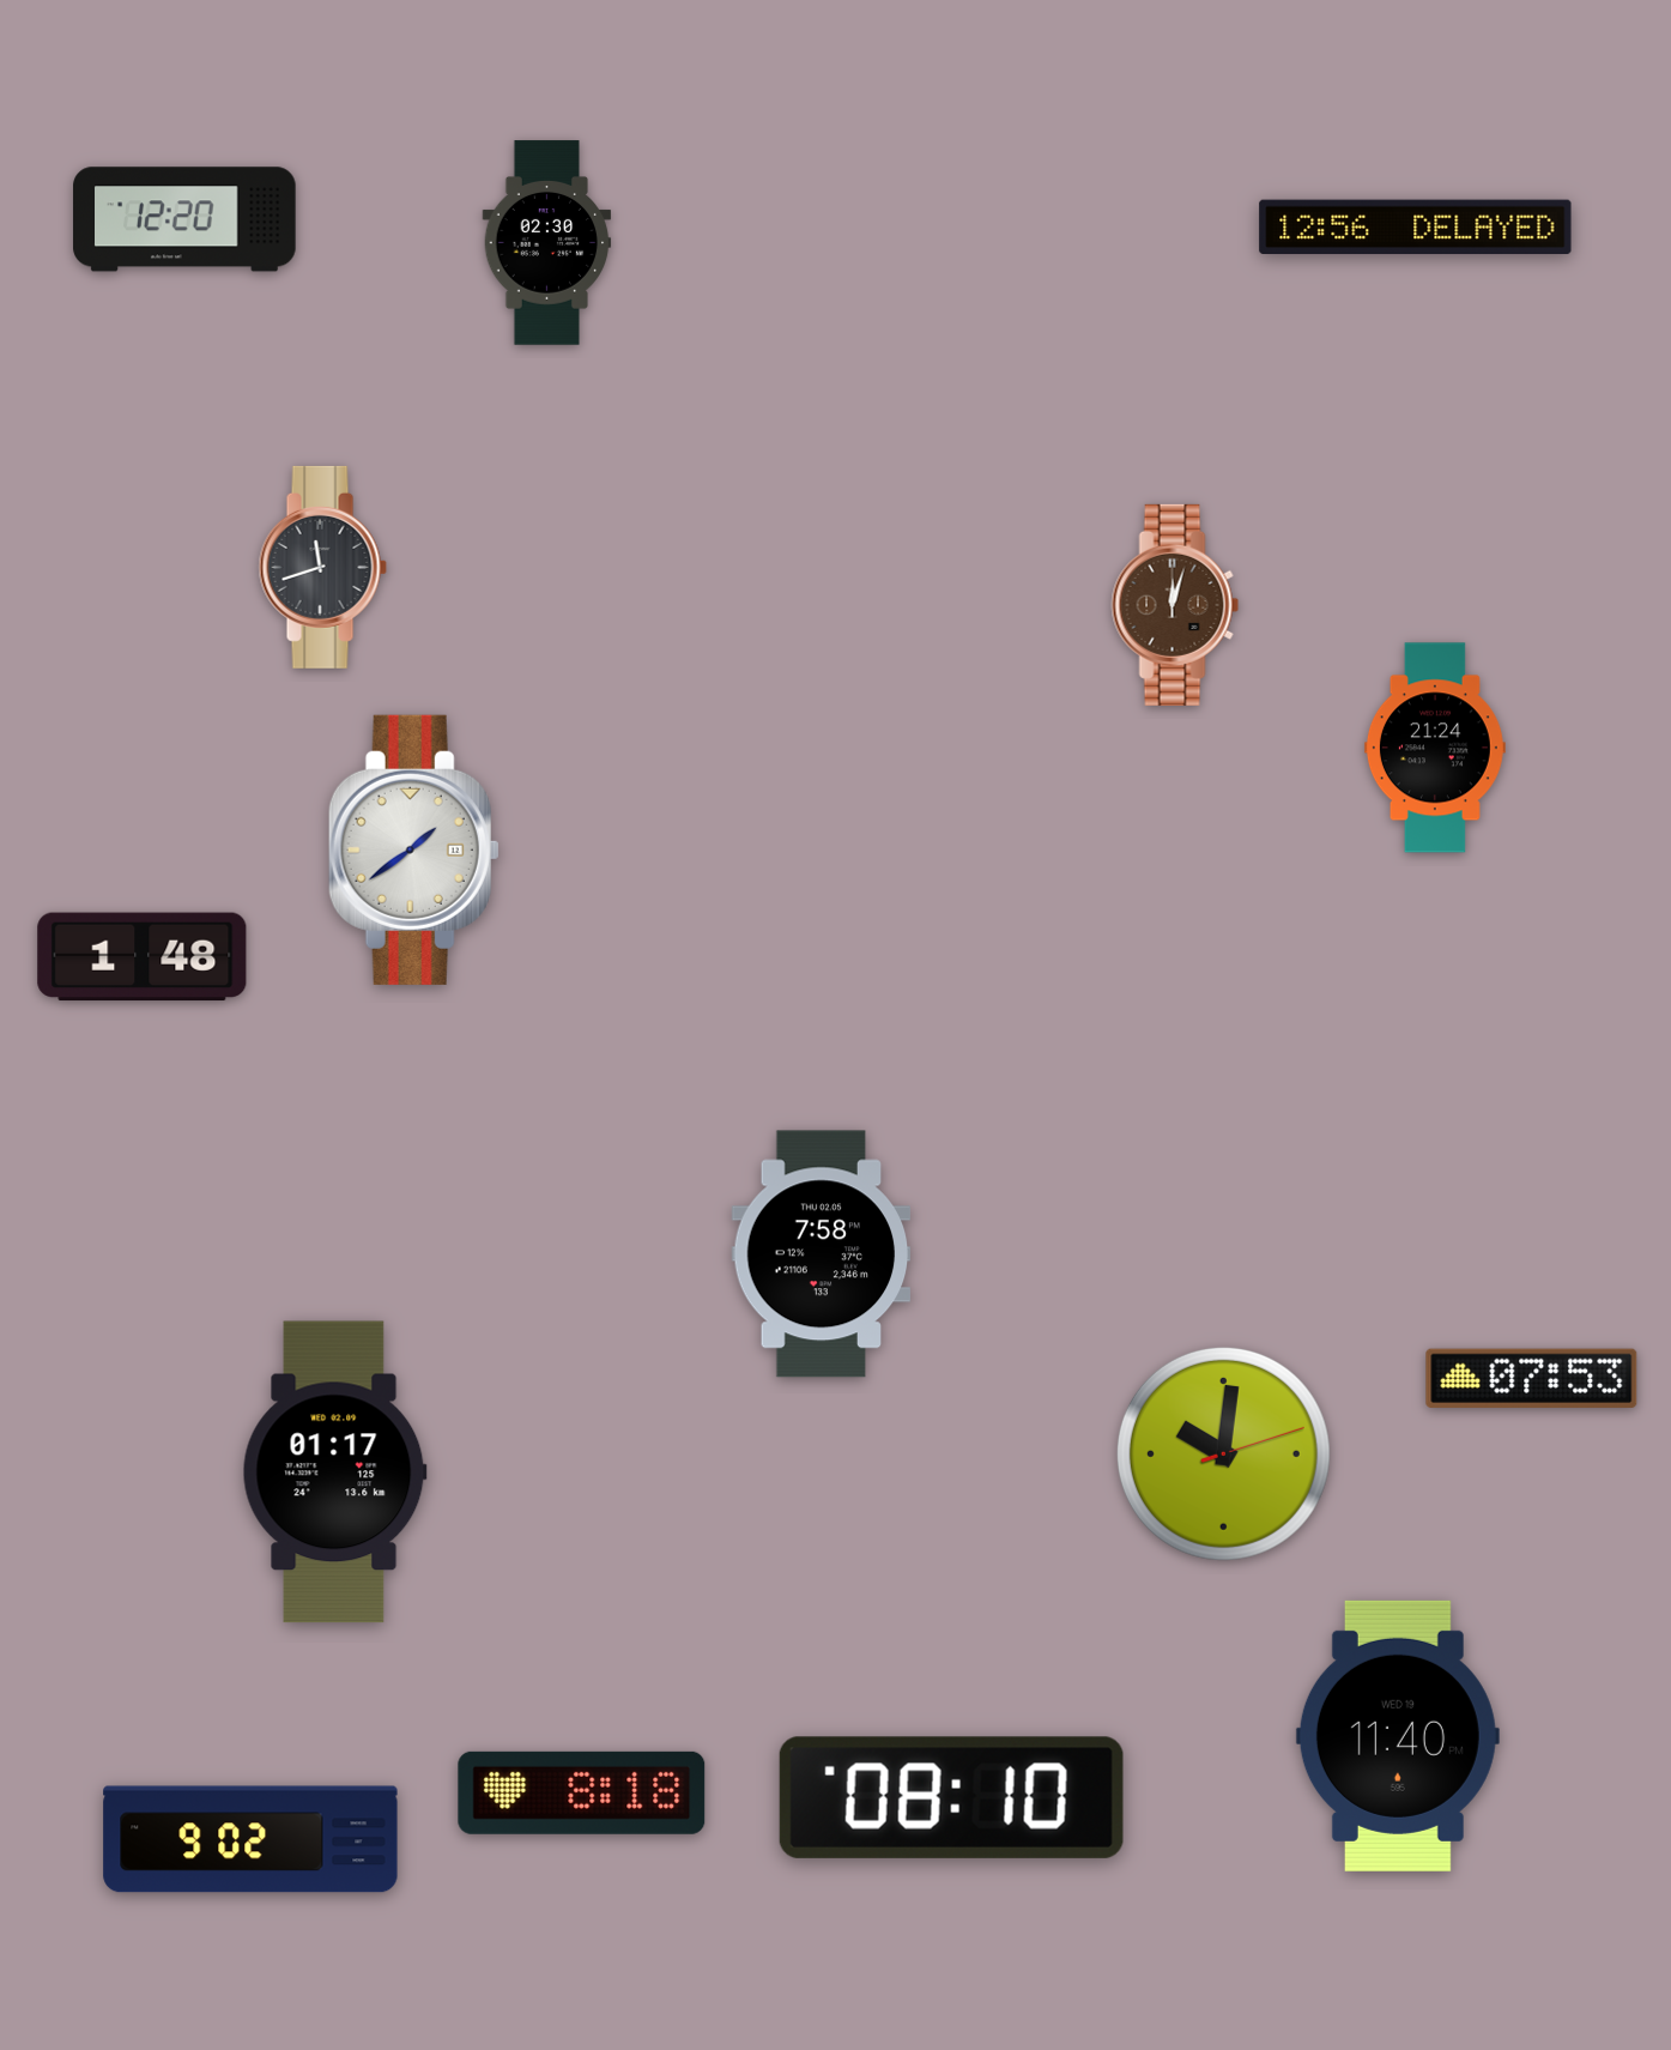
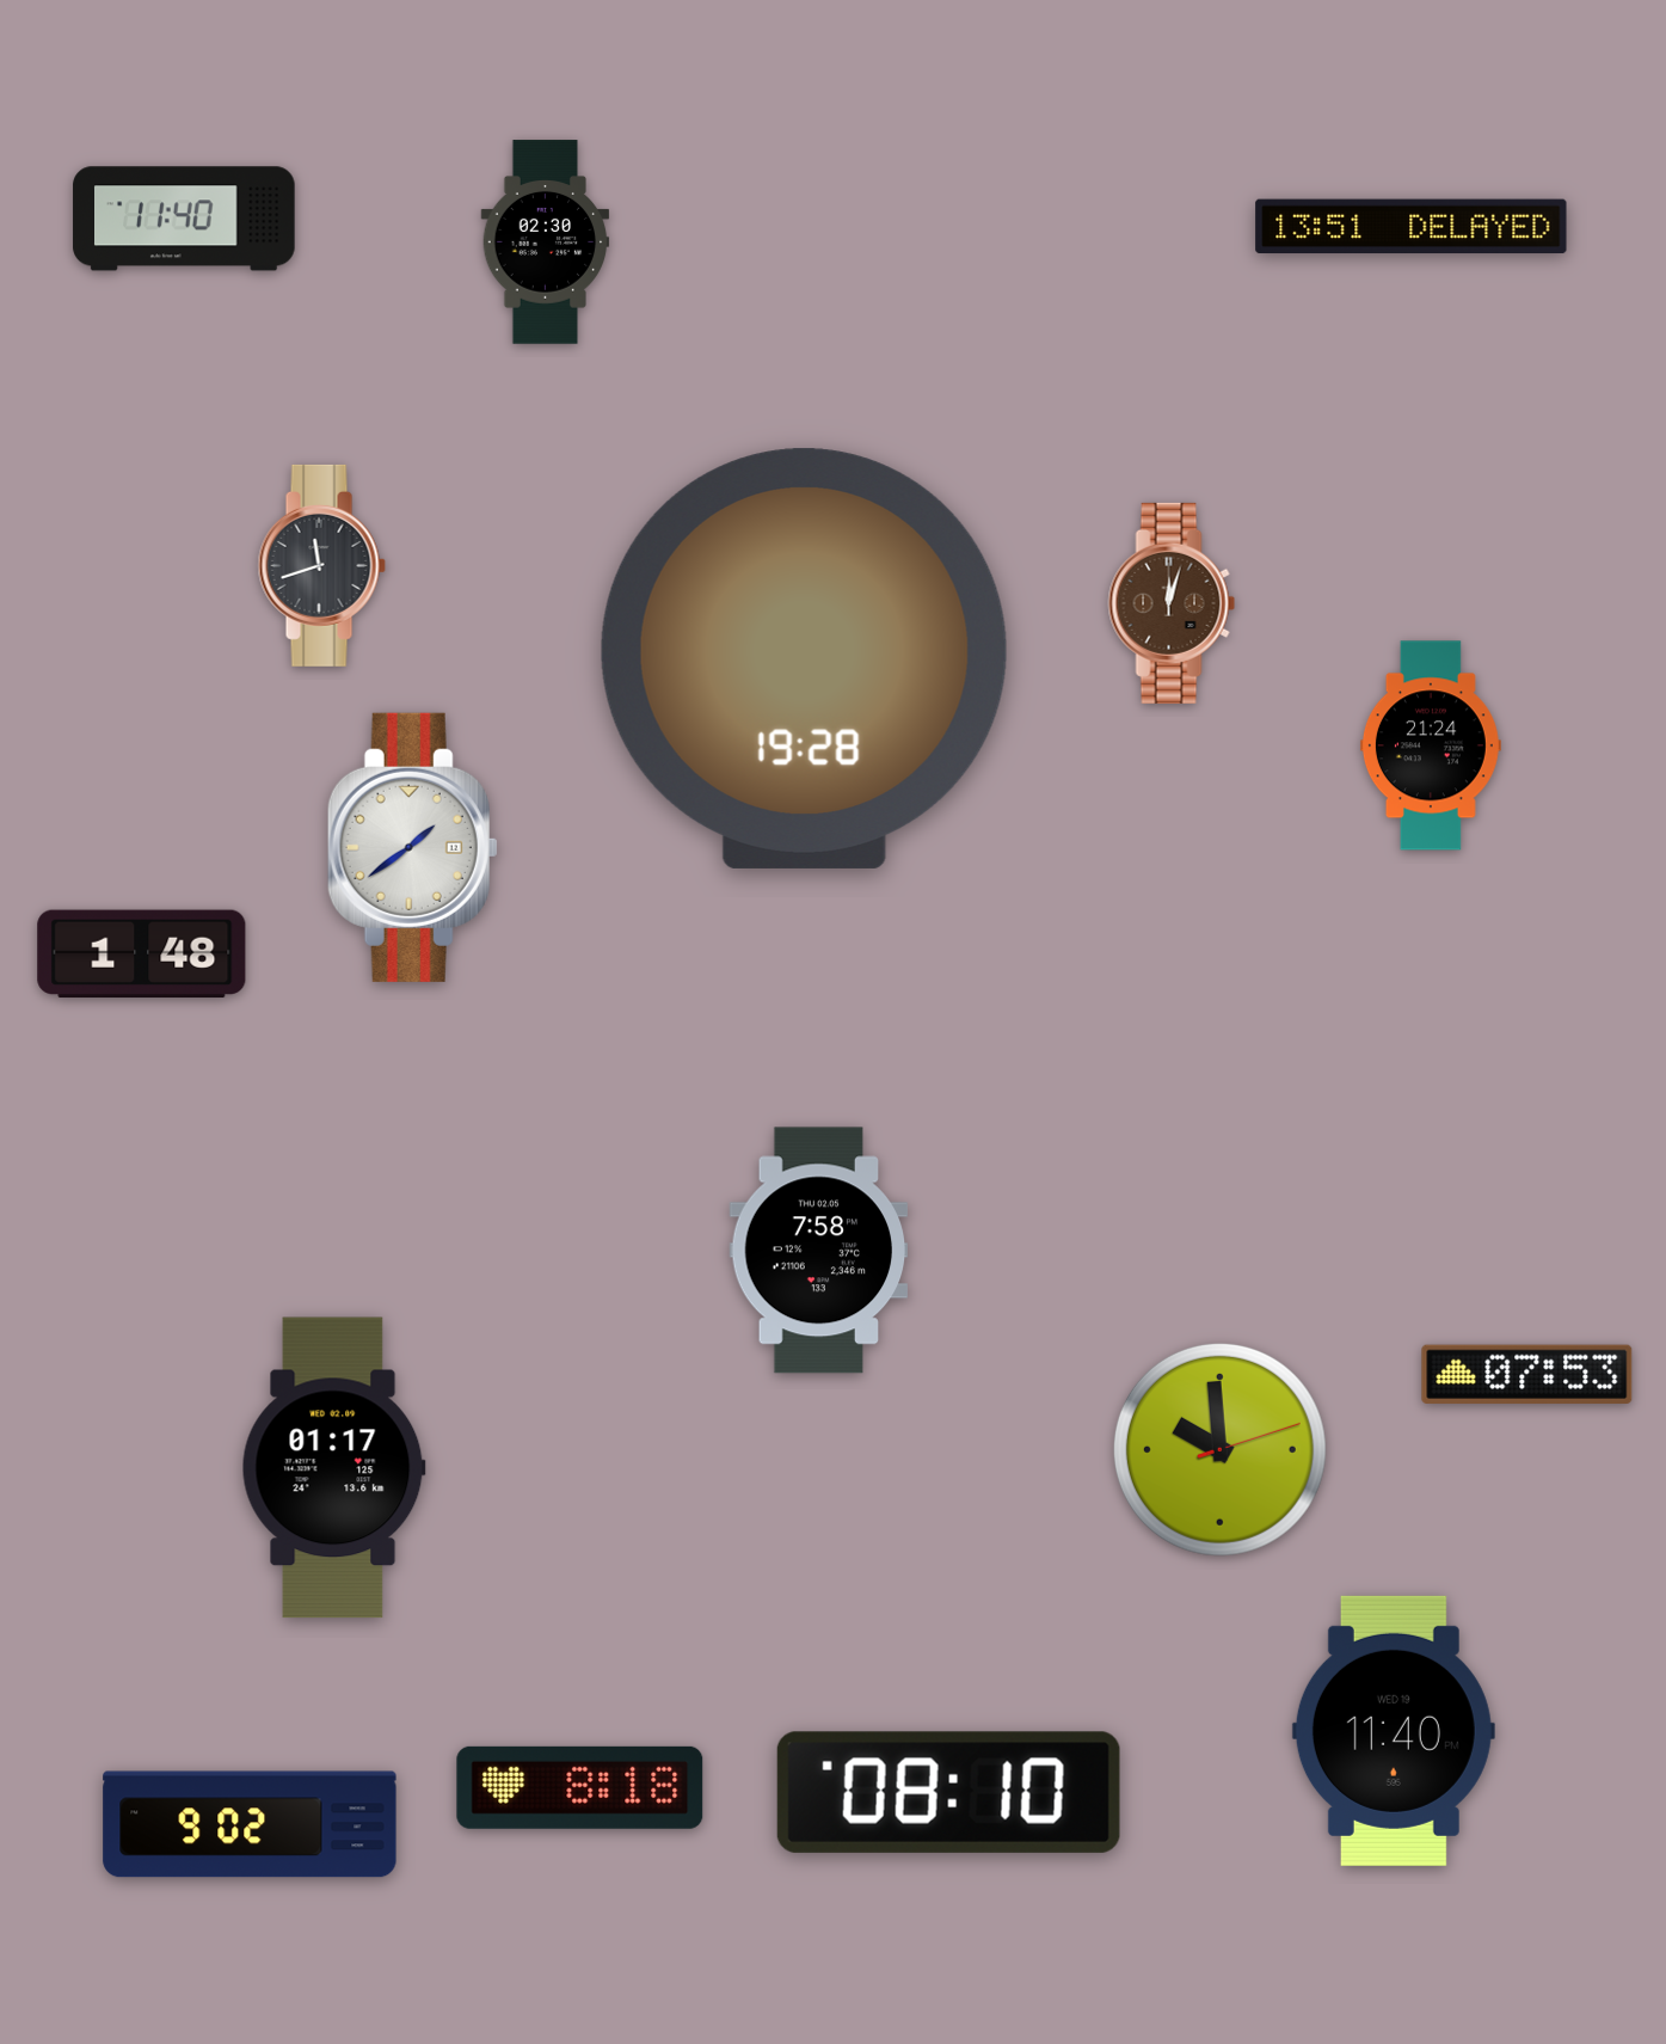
clock at (184, 219): 12:20 -> 11:40
clock at (1416, 228): 12:56 -> 13:51
clock at (804, 658): none -> 19:28
clock at (1223, 1453): 10:01 -> 9:59
clock at (250, 1839) position: (250, 1839) -> (250, 1824)
